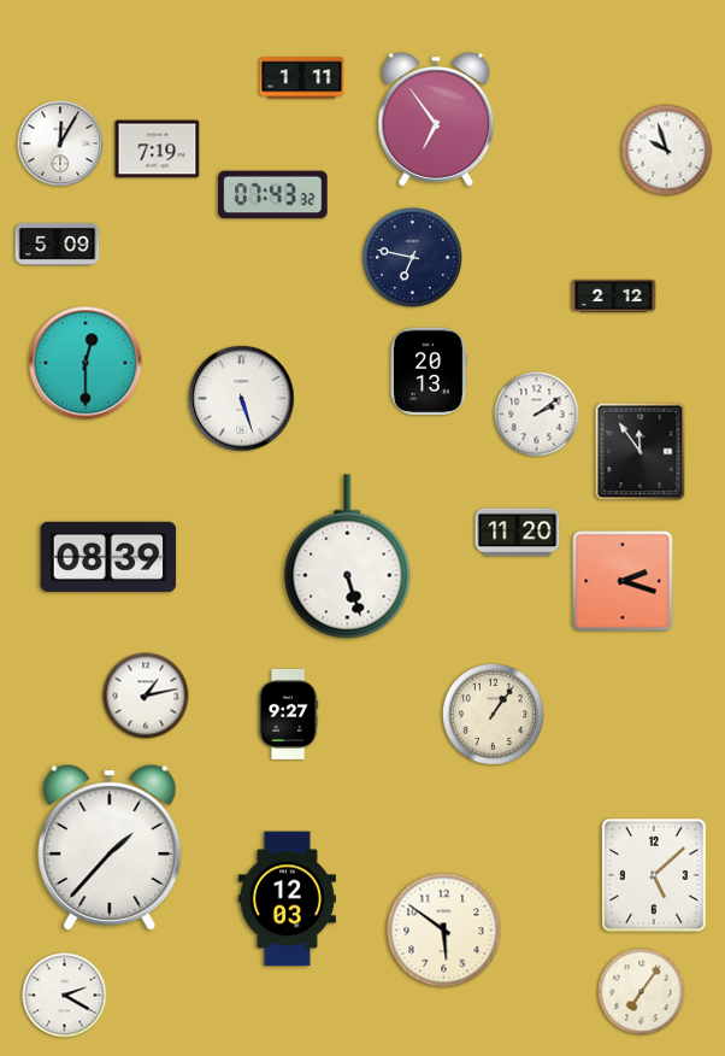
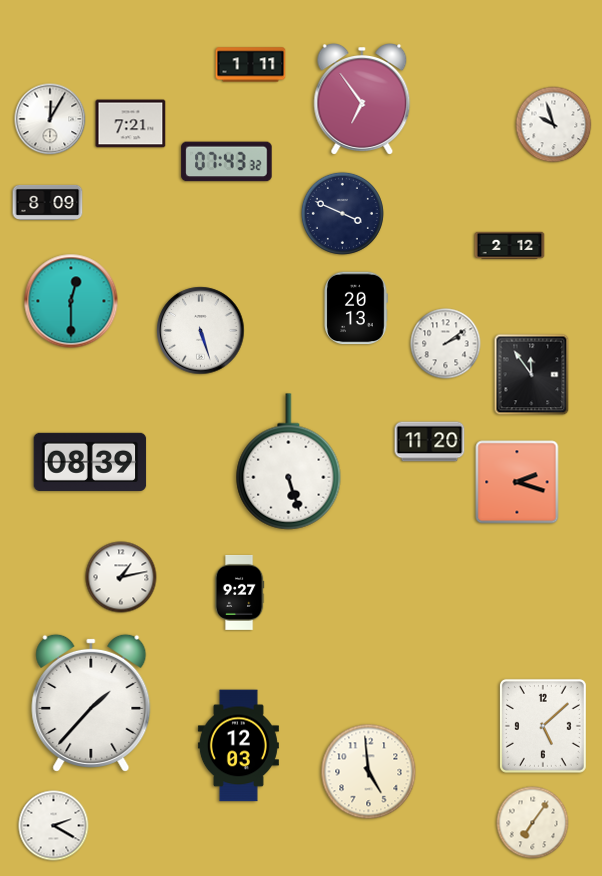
clock at (158, 149): 7:19 -> 7:21
clock at (58, 244): 5:09 -> 8:09
clock at (412, 257): 6:47 -> 3:49
clock at (494, 715): 1:06 -> none
clock at (444, 931): 5:51 -> 4:59
